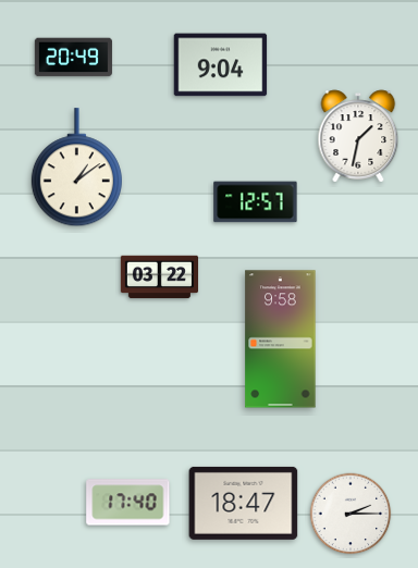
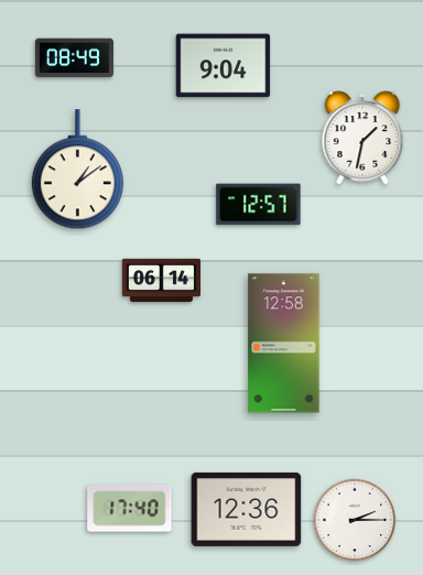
clock at (73, 58): 20:49 -> 08:49
clock at (159, 277): 03:22 -> 06:14
clock at (281, 339): 9:58 -> 12:58
clock at (244, 503): 18:47 -> 12:36
